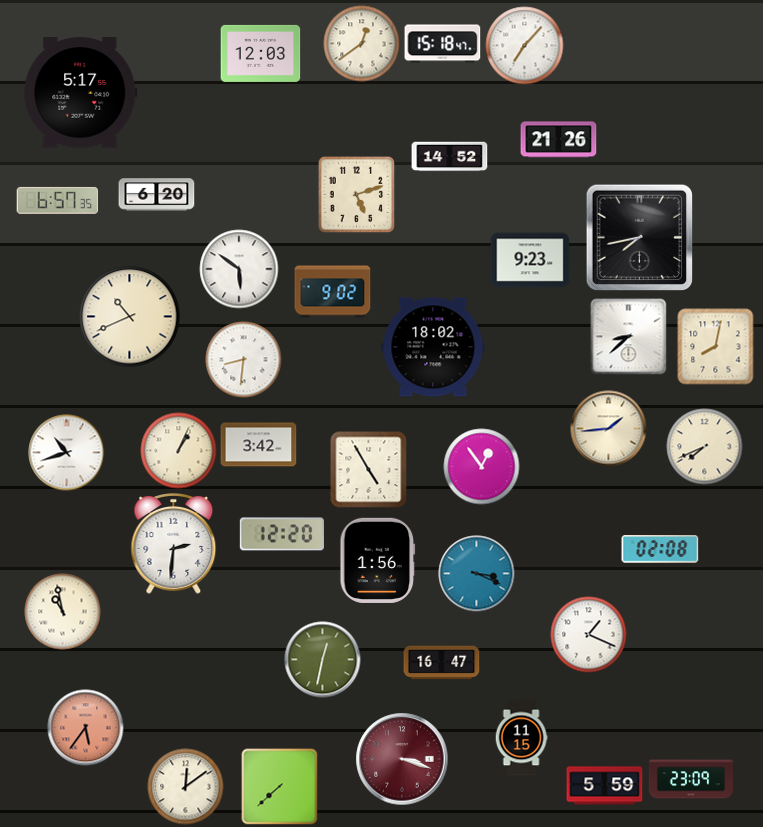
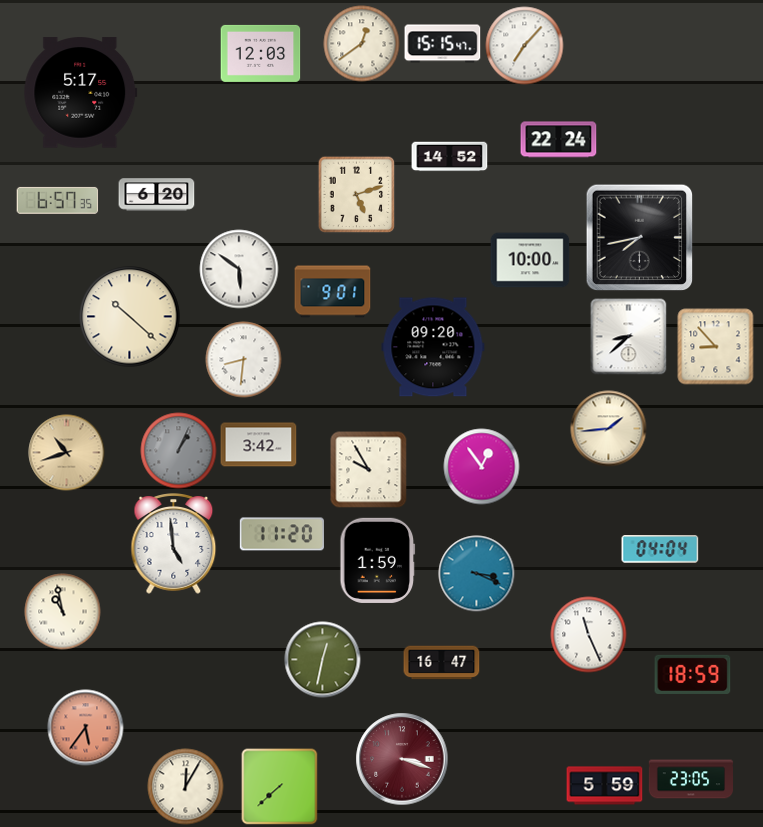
clock at (443, 44): 15:18 -> 15:15
clock at (559, 140): 21:26 -> 22:24
clock at (530, 260): 9:23 -> 10:00
clock at (333, 292): 9:02 -> 9:01
clock at (130, 317): 10:41 -> 10:22
clock at (433, 347): 18:02 -> 09:20
clock at (716, 347): 8:02 -> 8:53
clock at (705, 447): 7:41 -> none
clock at (179, 451) dial: cream -> grey
clock at (67, 453) dial: white -> champagne
clock at (369, 470): 4:55 -> 9:55
clock at (282, 534): 12:20 -> 11:20
clock at (174, 544): 2:31 -> 4:59
clock at (660, 549): 02:08 -> 04:04
clock at (378, 560): 1:56 -> 1:59
clock at (589, 635): 1:19 -> 11:26
clock at (693, 674): none -> 18:59
clock at (521, 738): 11:15 -> none
clock at (691, 779): 23:09 -> 23:05
clock at (186, 787): 12:09 -> 12:05
